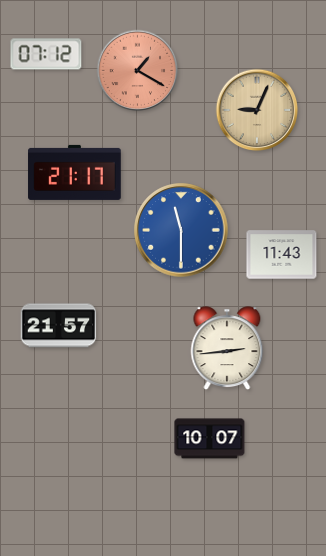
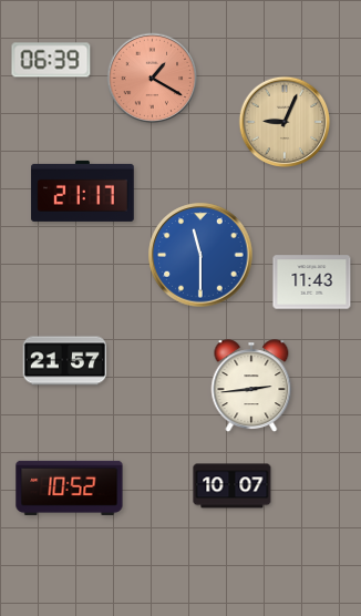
clock at (46, 54): 07:12 -> 06:39
clock at (70, 487): none -> 10:52
